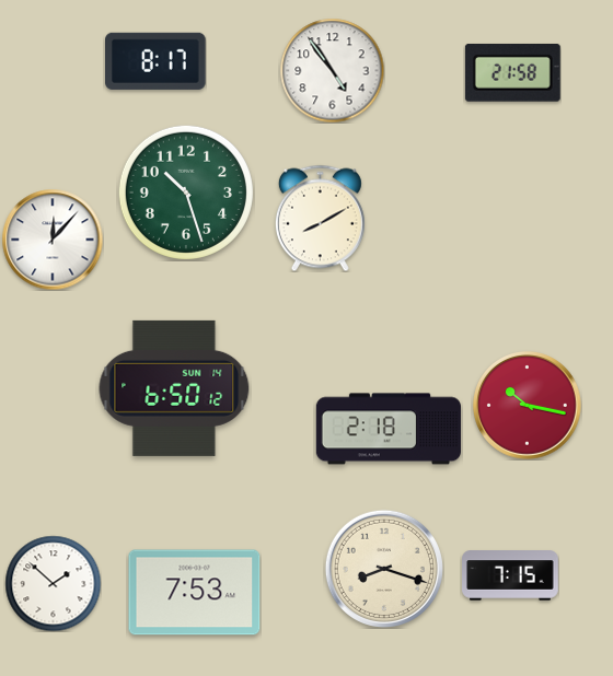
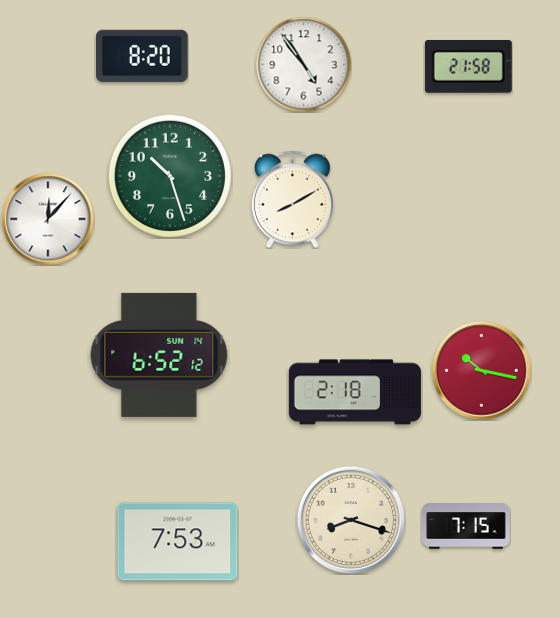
clock at (157, 61): 8:17 -> 8:20
clock at (174, 388): 6:50 -> 6:52
clock at (53, 583): 1:52 -> none
